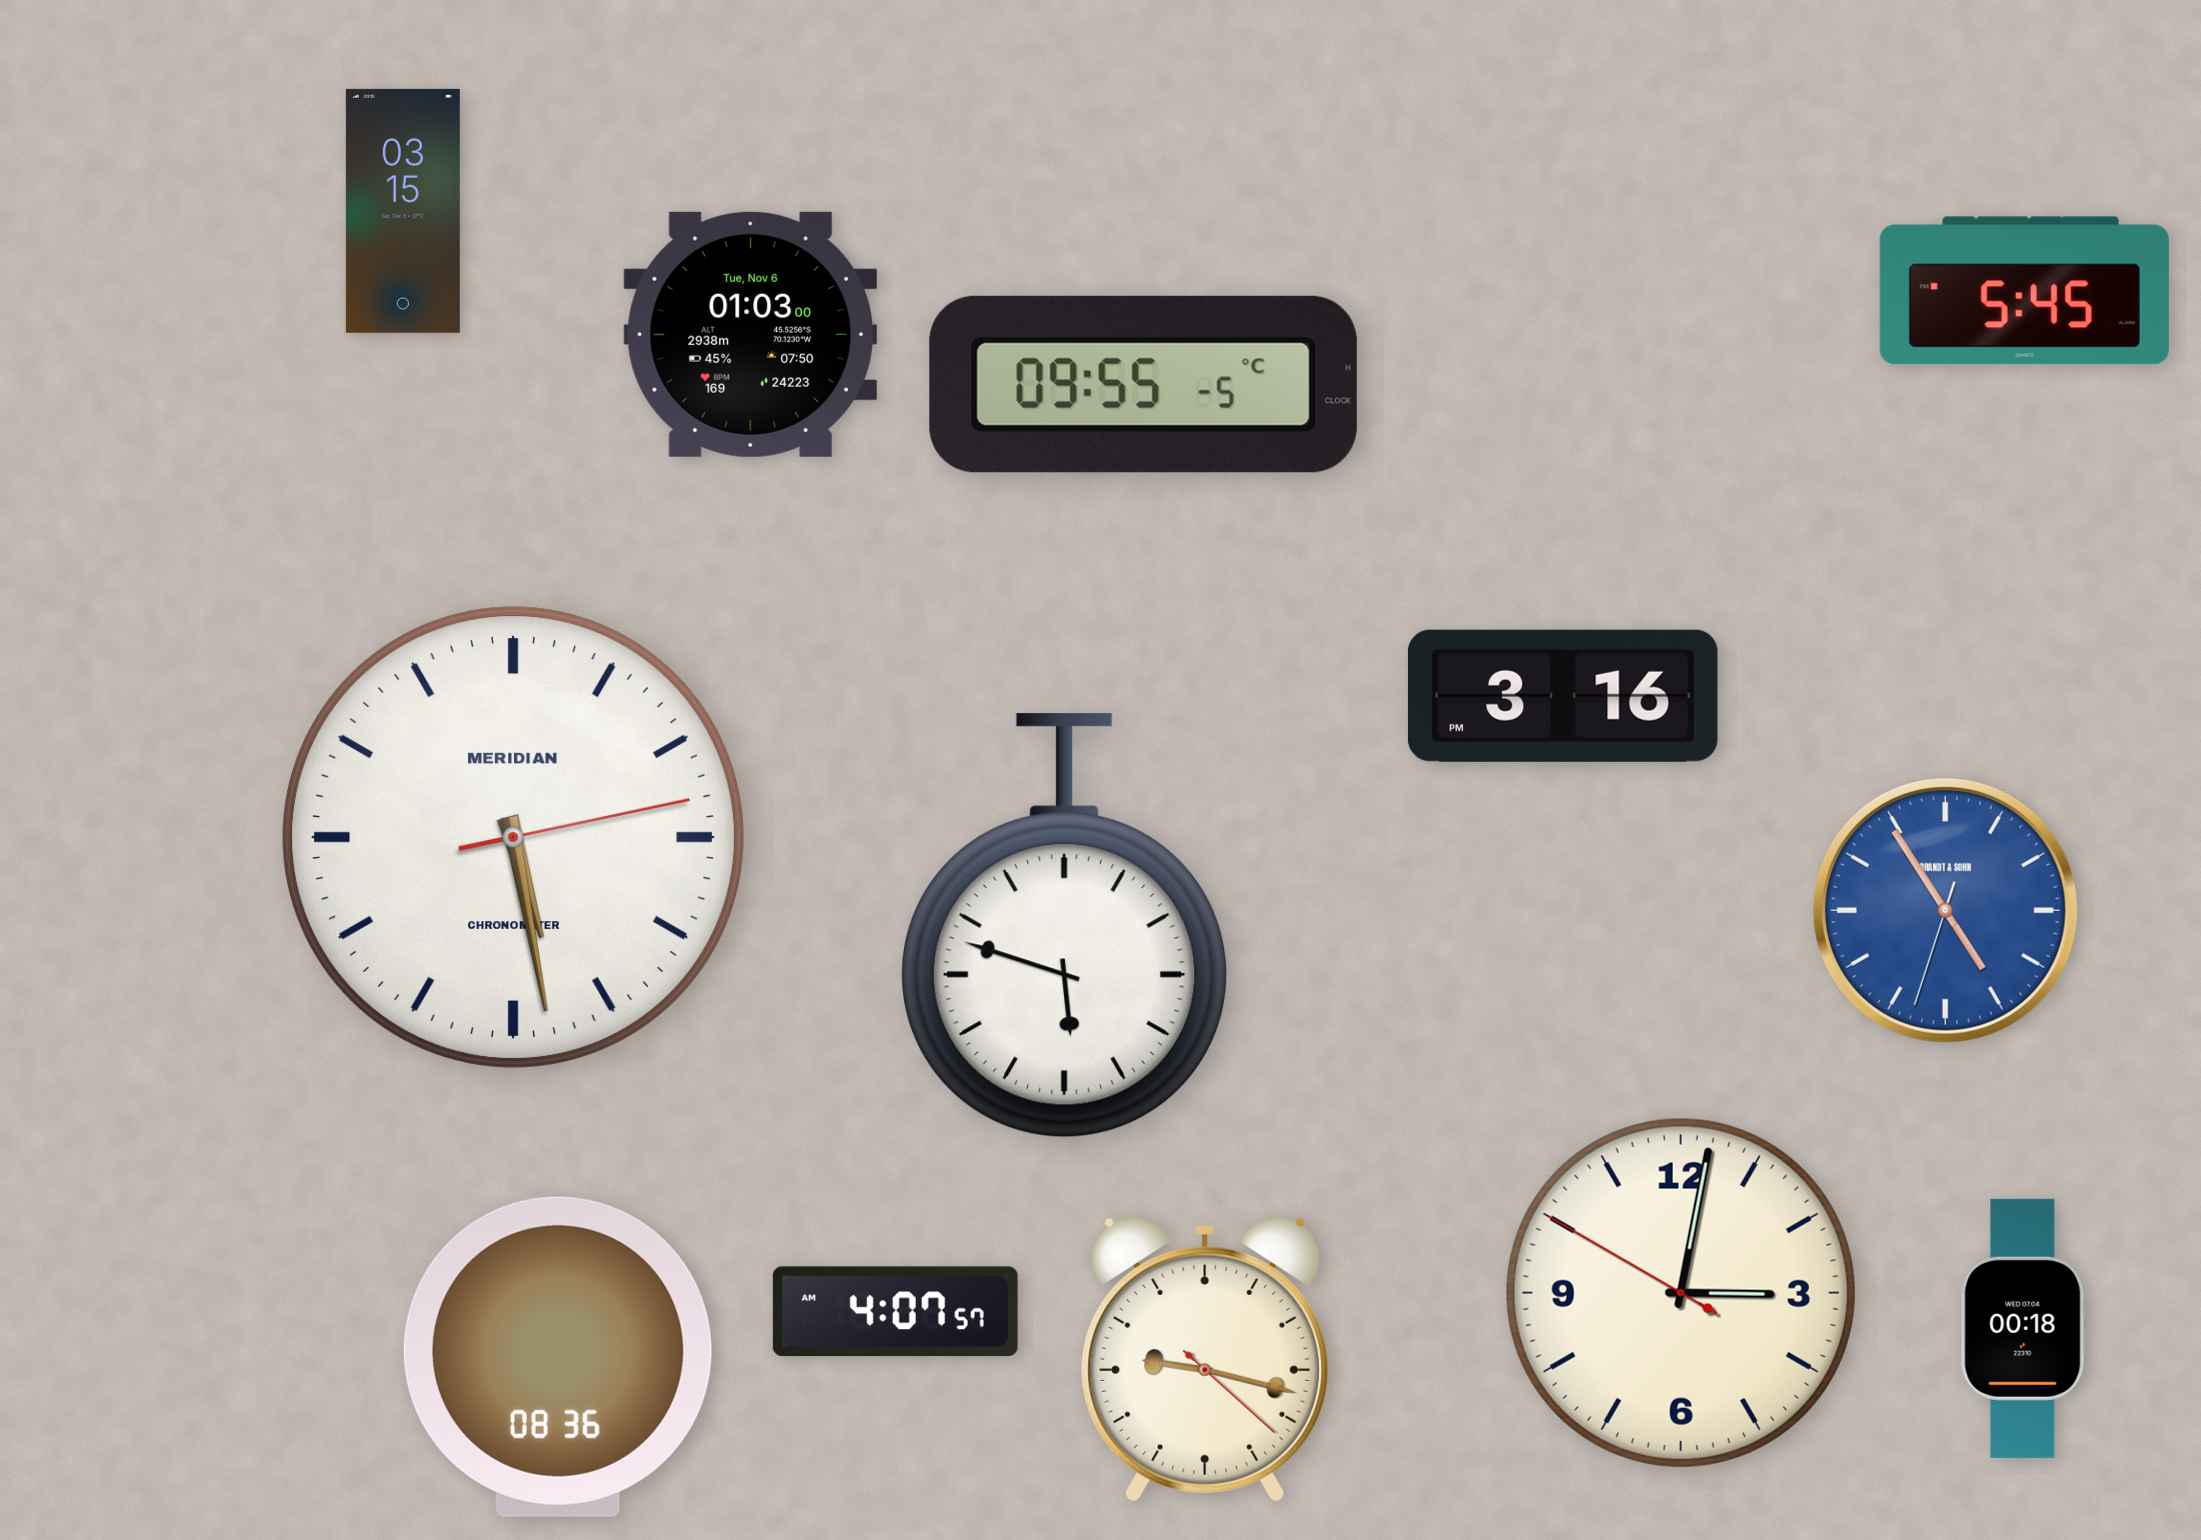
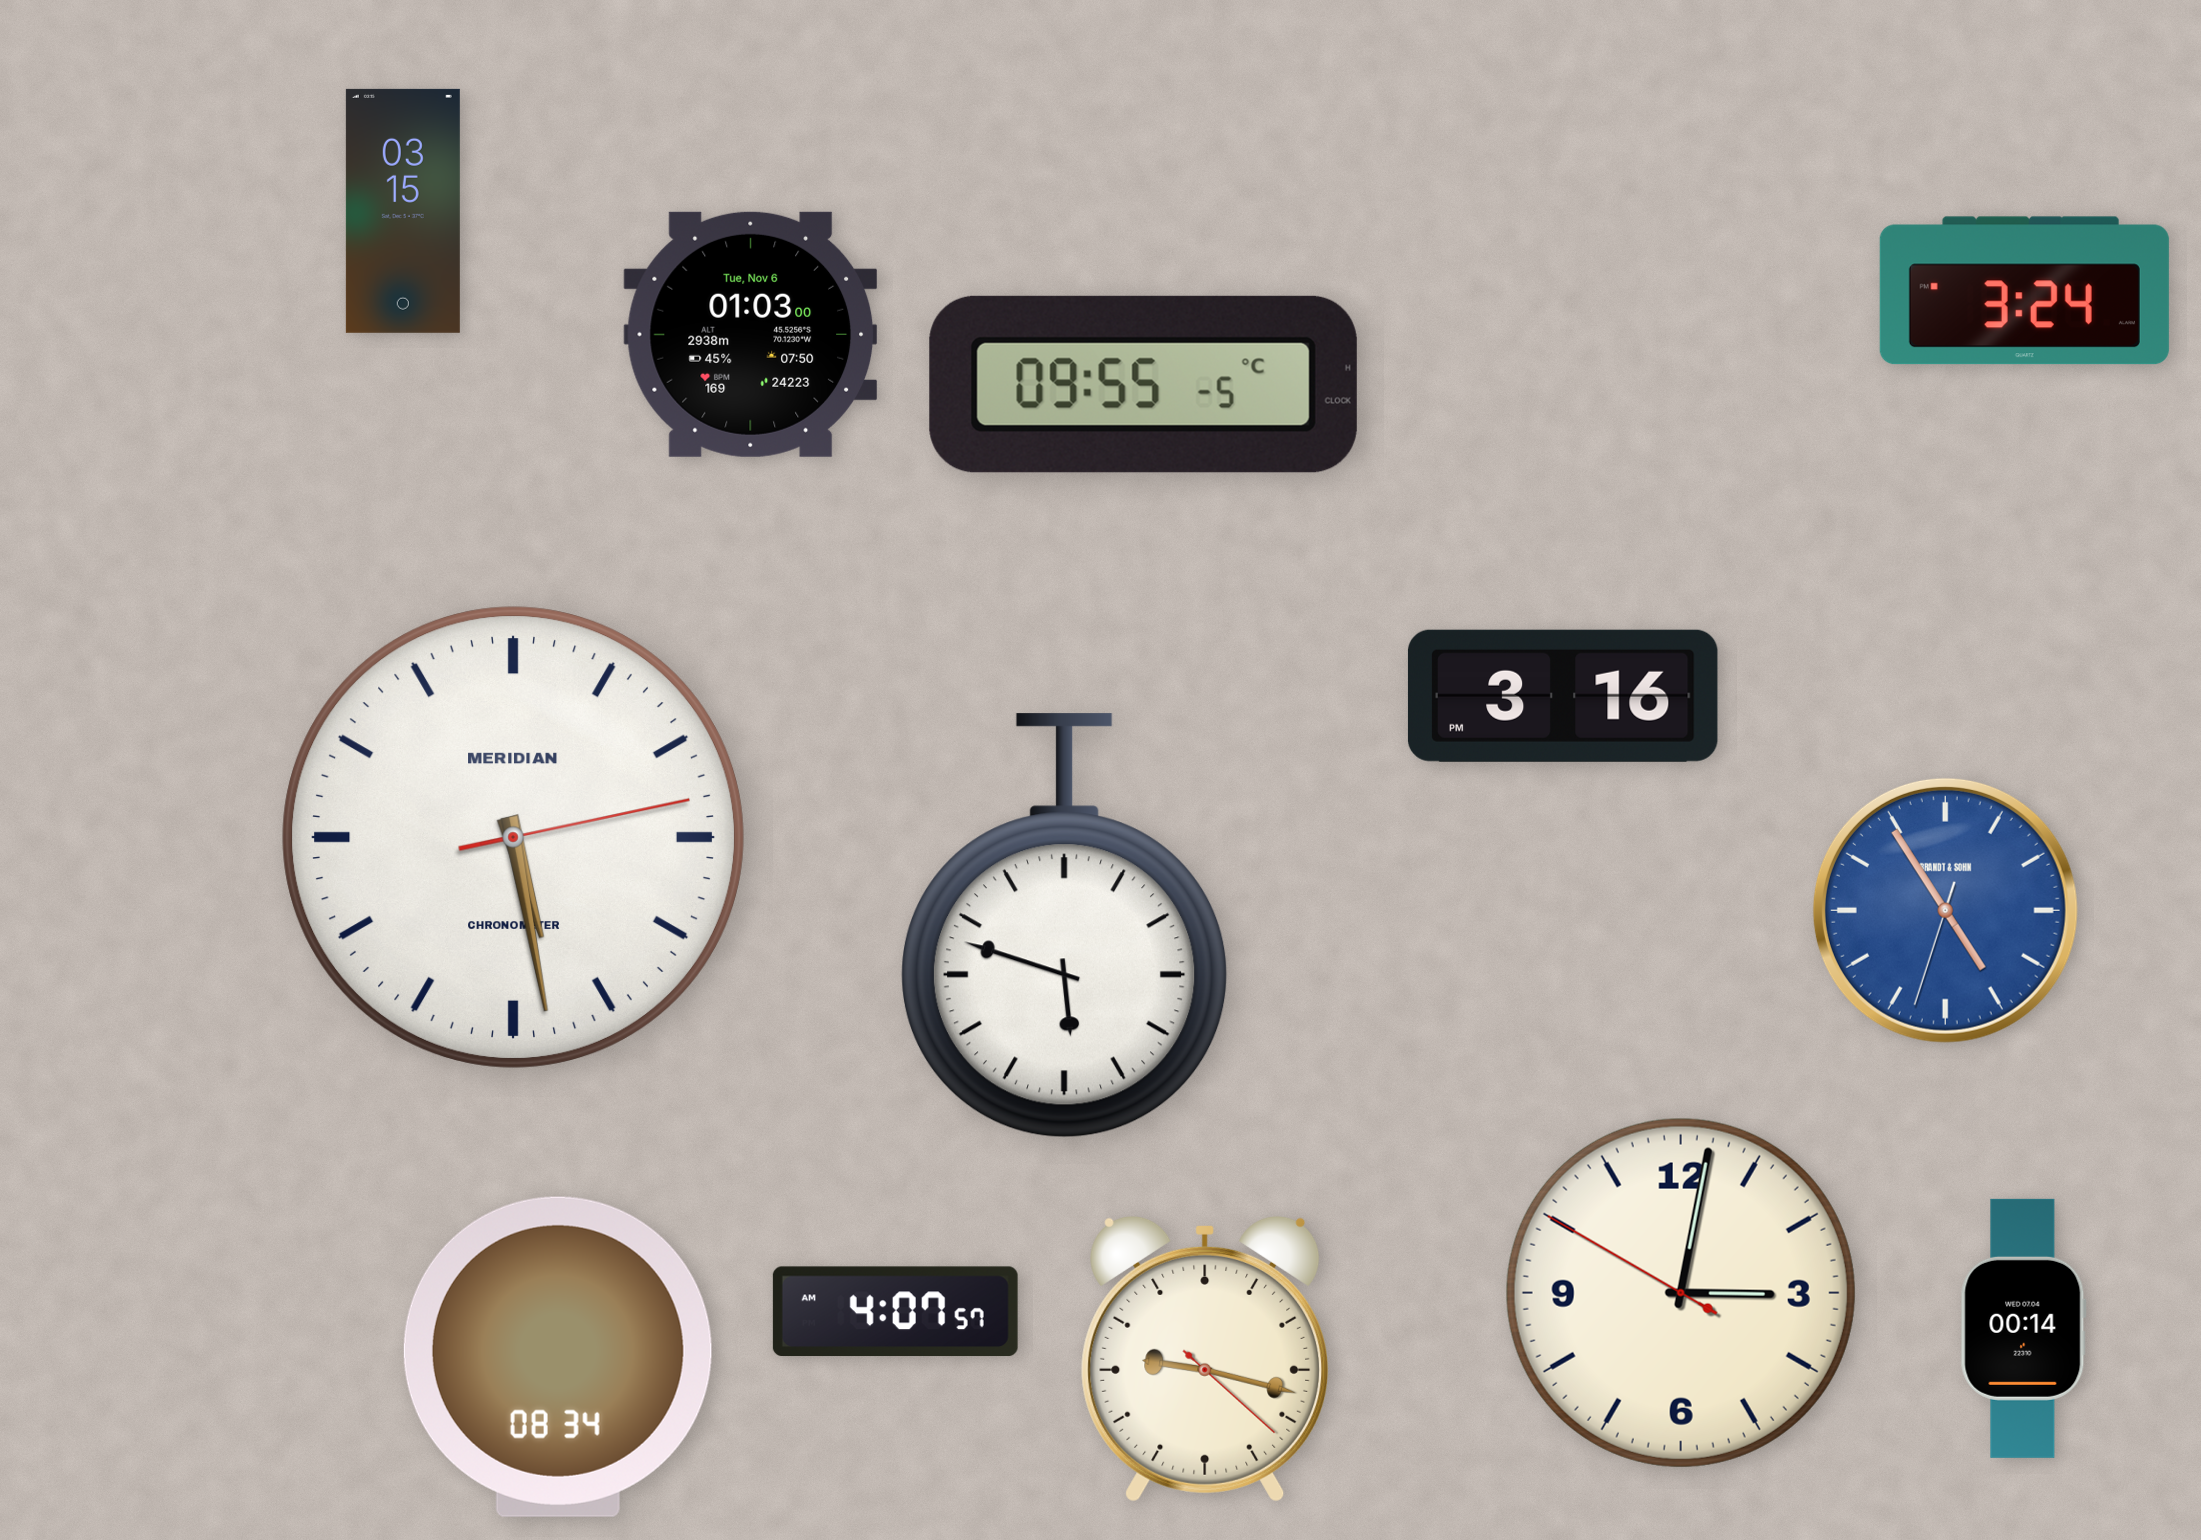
clock at (2024, 291): 5:45 -> 3:24
clock at (2023, 1328): 00:18 -> 00:14
clock at (558, 1357): 08:36 -> 08:34
